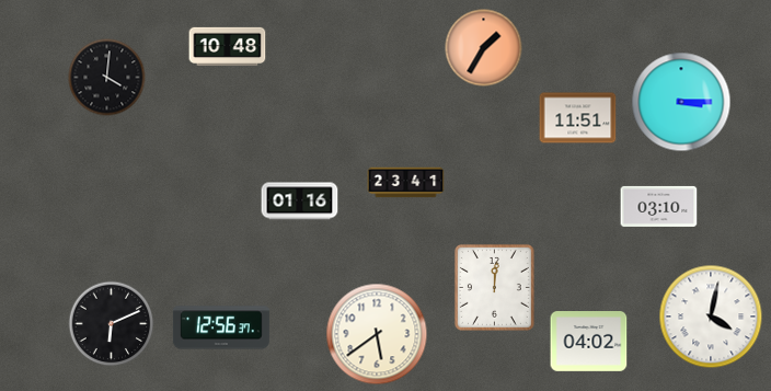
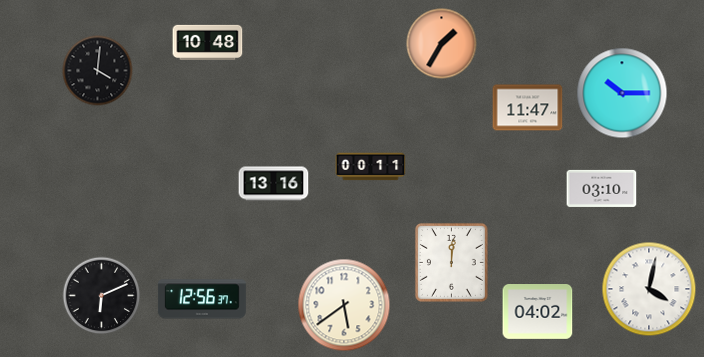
clock at (681, 102): 3:15 -> 10:15
clock at (578, 118): 11:51 -> 11:47
clock at (406, 183): 23:41 -> 00:11
clock at (300, 202): 01:16 -> 13:16
